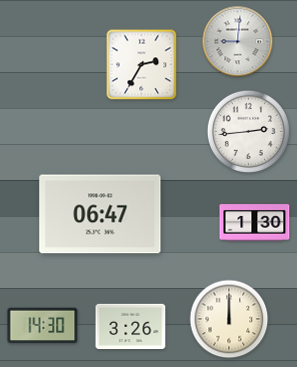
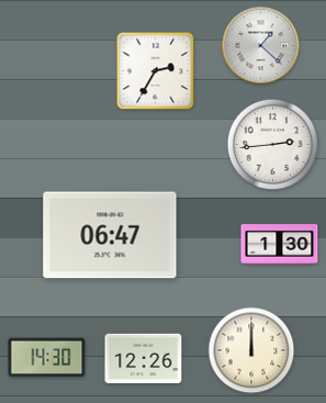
clock at (238, 42): 9:01 -> 1:22
clock at (131, 327): 3:26 -> 12:26
